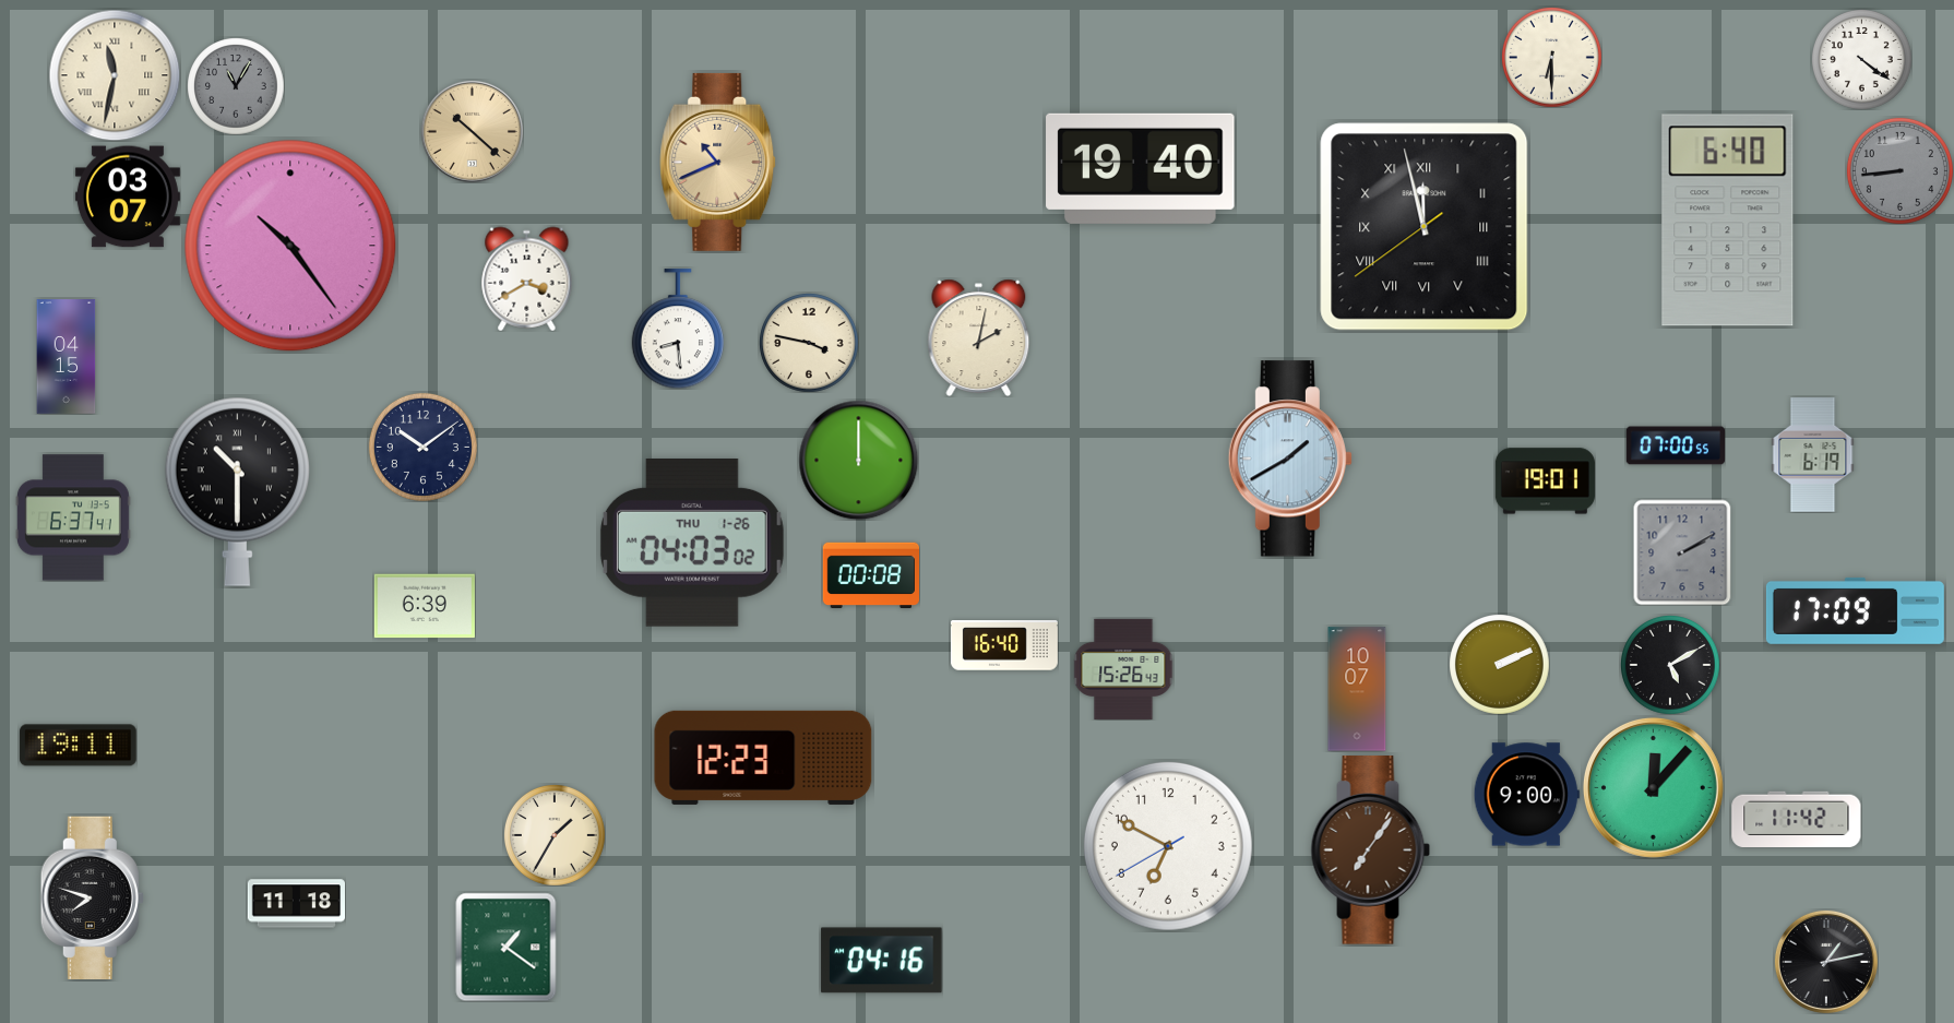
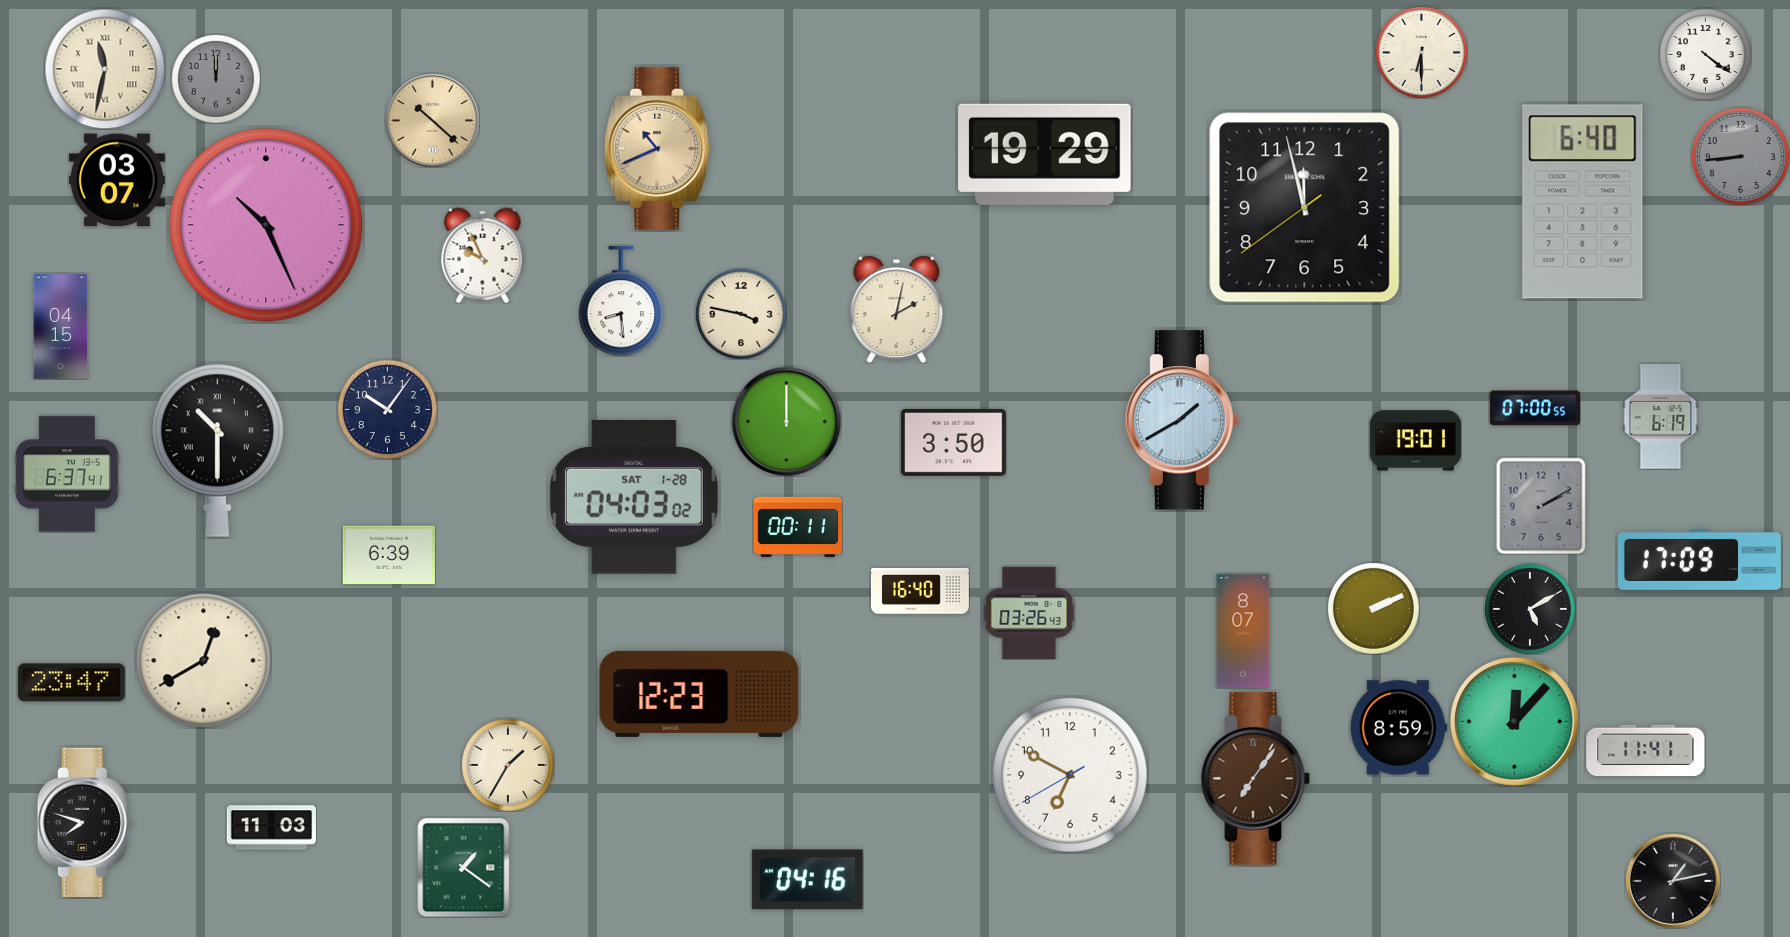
clock at (236, 86): 11:05 -> 12:00
clock at (1141, 168): 19:40 -> 19:29
clock at (1425, 227) numerals: Roman -> Arabic
clock at (290, 246): 10:24 -> 10:26
clock at (527, 278): 3:40 -> 9:56
clock at (422, 447): 10:09 -> 10:06
clock at (954, 442): none -> 3:50
clock at (692, 543) date: THU 1-26 -> SAT 1-28
clock at (870, 575): 00:08 -> 00:11
clock at (1123, 669): 15:26 -> 03:26
clock at (1357, 689): 10:07 -> 8:07
clock at (204, 661): none -> 12:40
clock at (79, 746): 19:11 -> 23:47
clock at (1526, 795): 9:00 -> 8:59
clock at (1797, 819): 11:42 -> 11:41
clock at (296, 904): 11:18 -> 11:03
